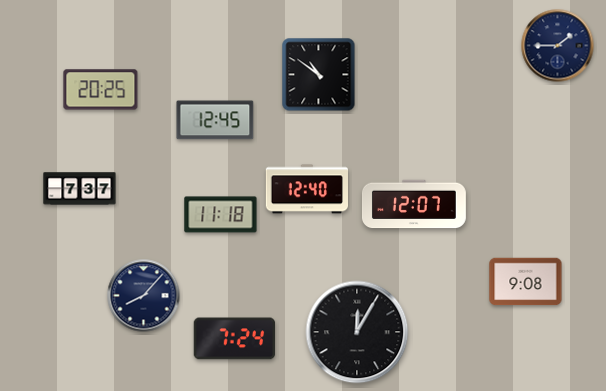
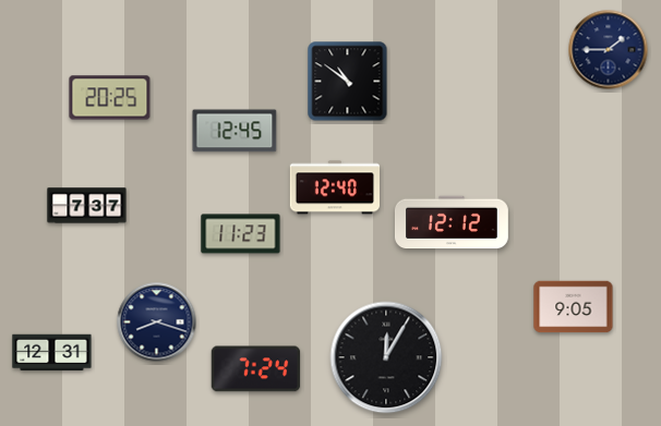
clock at (306, 189) position: (306, 189) -> (334, 187)
clock at (414, 204): 12:07 -> 12:12
clock at (221, 215): 11:18 -> 11:23
clock at (526, 282): 9:08 -> 9:05
clock at (144, 296): 8:07 -> 8:18
clock at (52, 353): none -> 12:31
clock at (357, 332) position: (357, 332) -> (386, 357)
